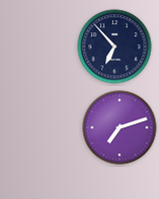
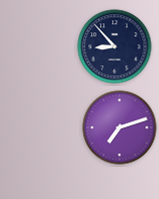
clock at (115, 47): 6:53 -> 8:53
